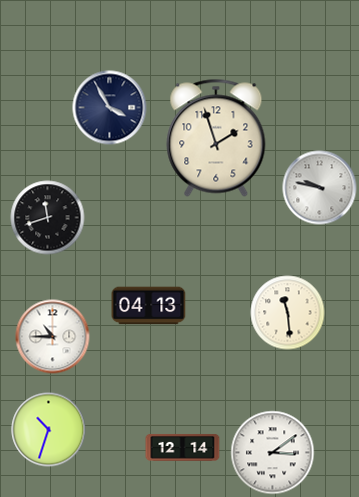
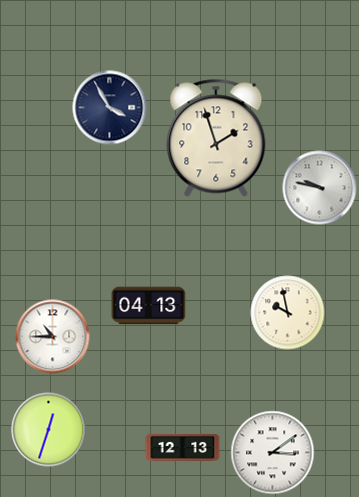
clock at (48, 218): 11:42 -> none
clock at (288, 313): 11:29 -> 9:58
clock at (49, 430): 10:33 -> 12:33
clock at (183, 447): 12:14 -> 12:13
